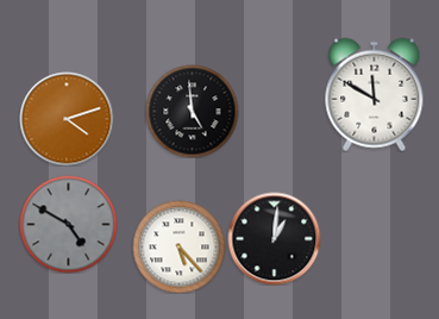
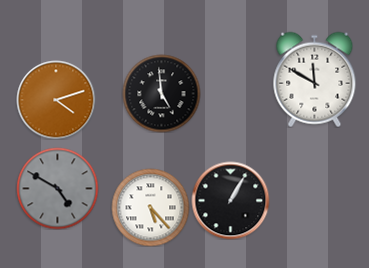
clock at (274, 238): 1:01 -> 1:05
